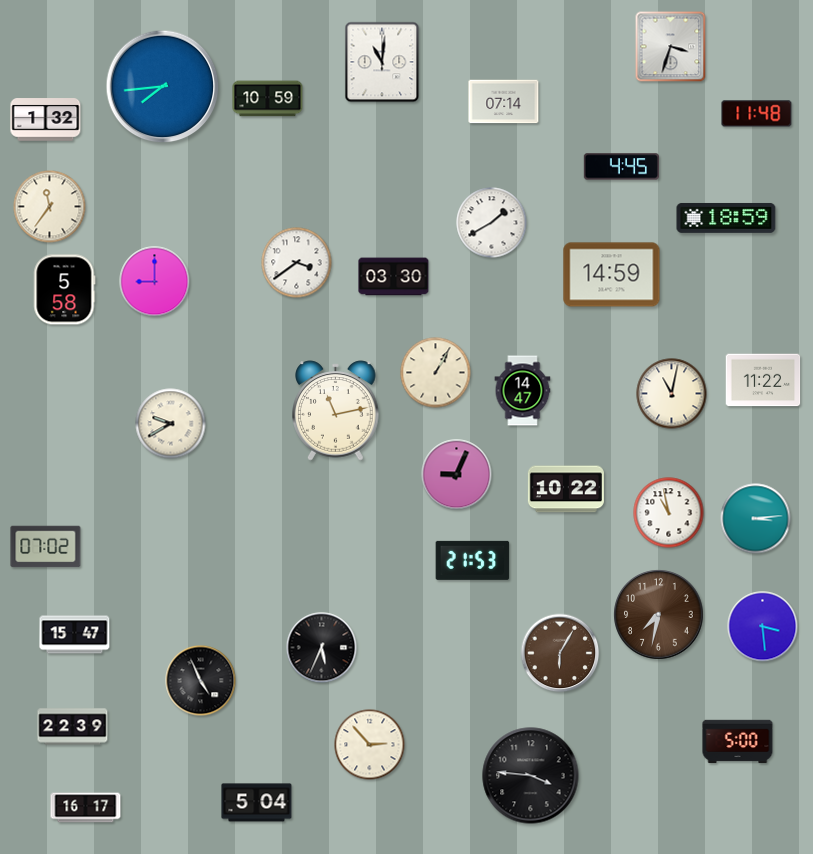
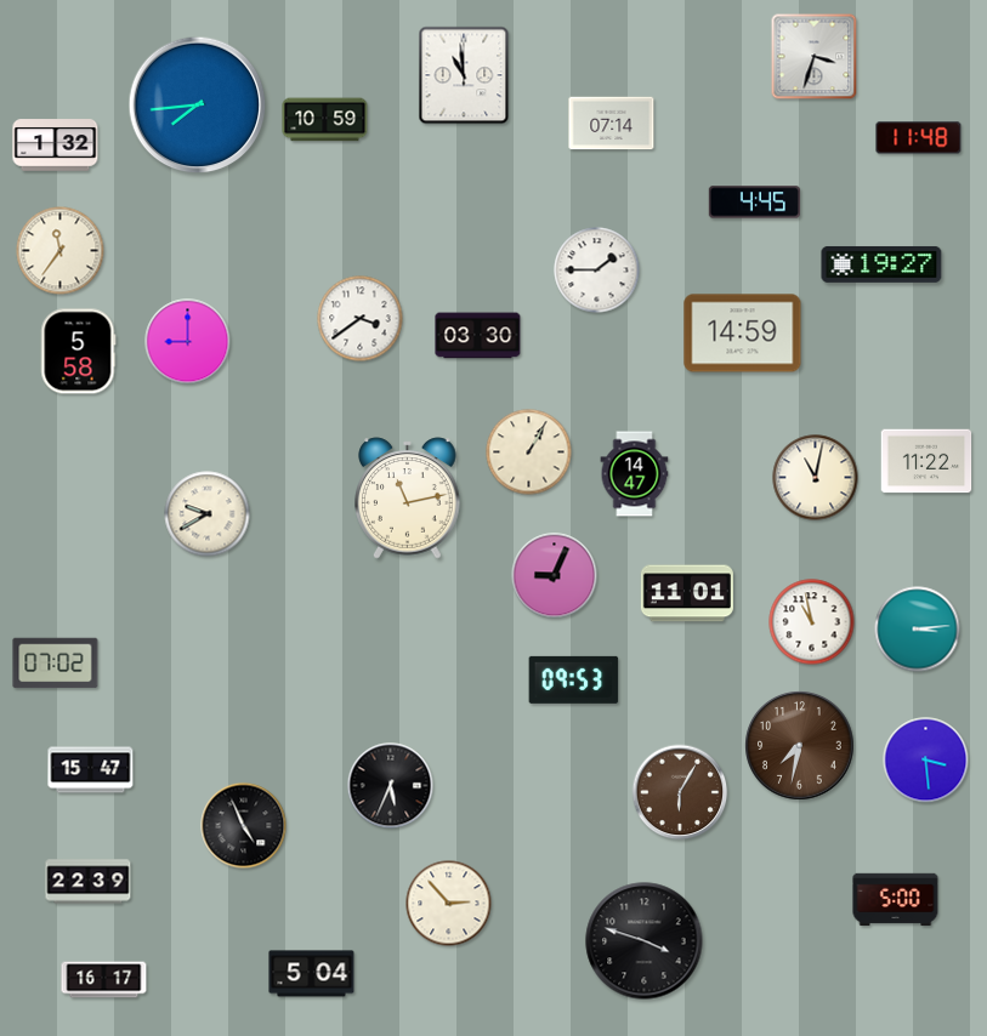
clock at (382, 62): 11:01 -> 10:59
clock at (726, 218): 18:59 -> 19:27
clock at (492, 223): 1:40 -> 1:45
clock at (566, 489): 10:22 -> 11:01
clock at (473, 560): 21:53 -> 09:53
clock at (531, 776): 3:46 -> 3:48
